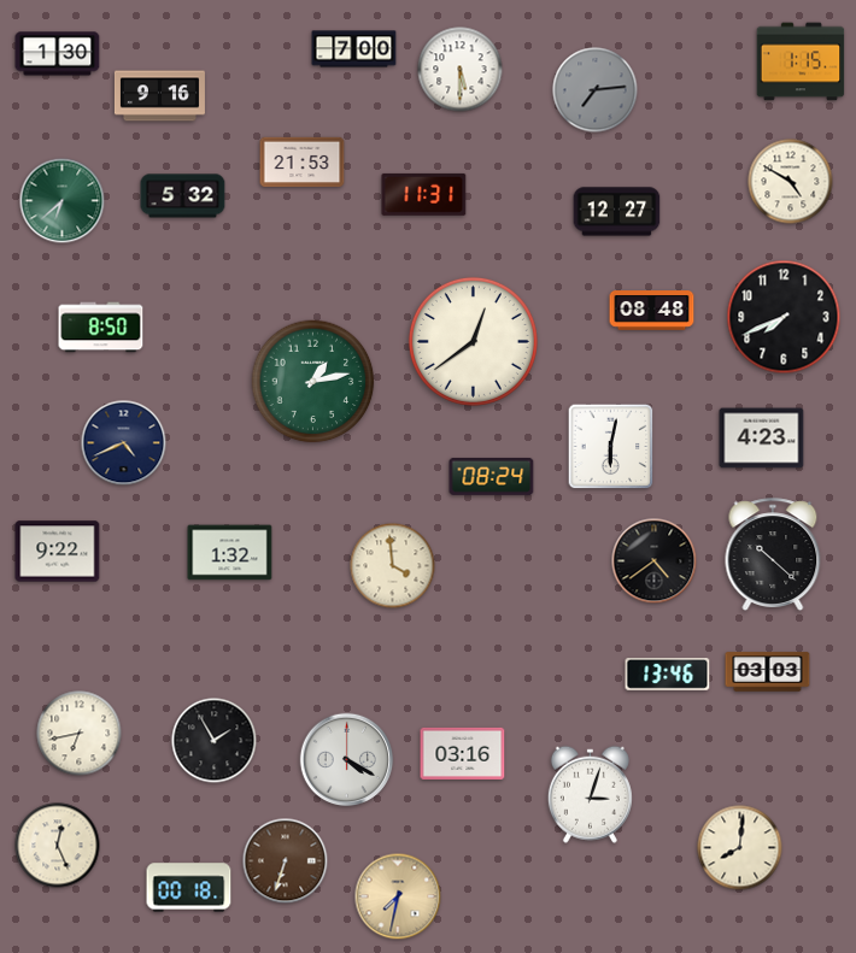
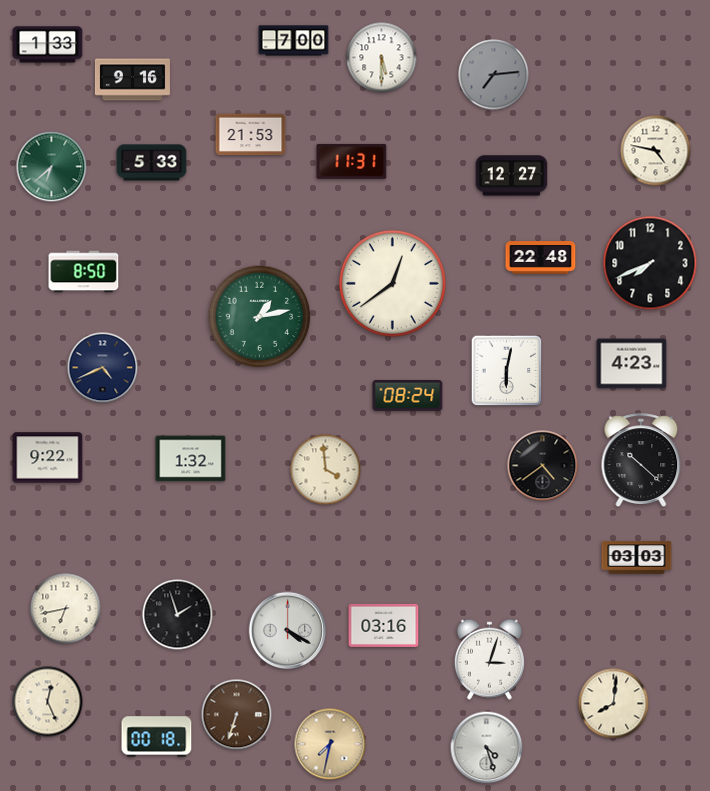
clock at (58, 54): 1:30 -> 1:33
clock at (801, 61): 1:15 -> none
clock at (791, 182): 4:50 -> 4:47
clock at (183, 196): 5:32 -> 5:33
clock at (652, 311): 08:48 -> 22:48
clock at (668, 675): 13:46 -> none
clock at (215, 741): 1:55 -> 1:57
clock at (487, 748): none -> 4:27
